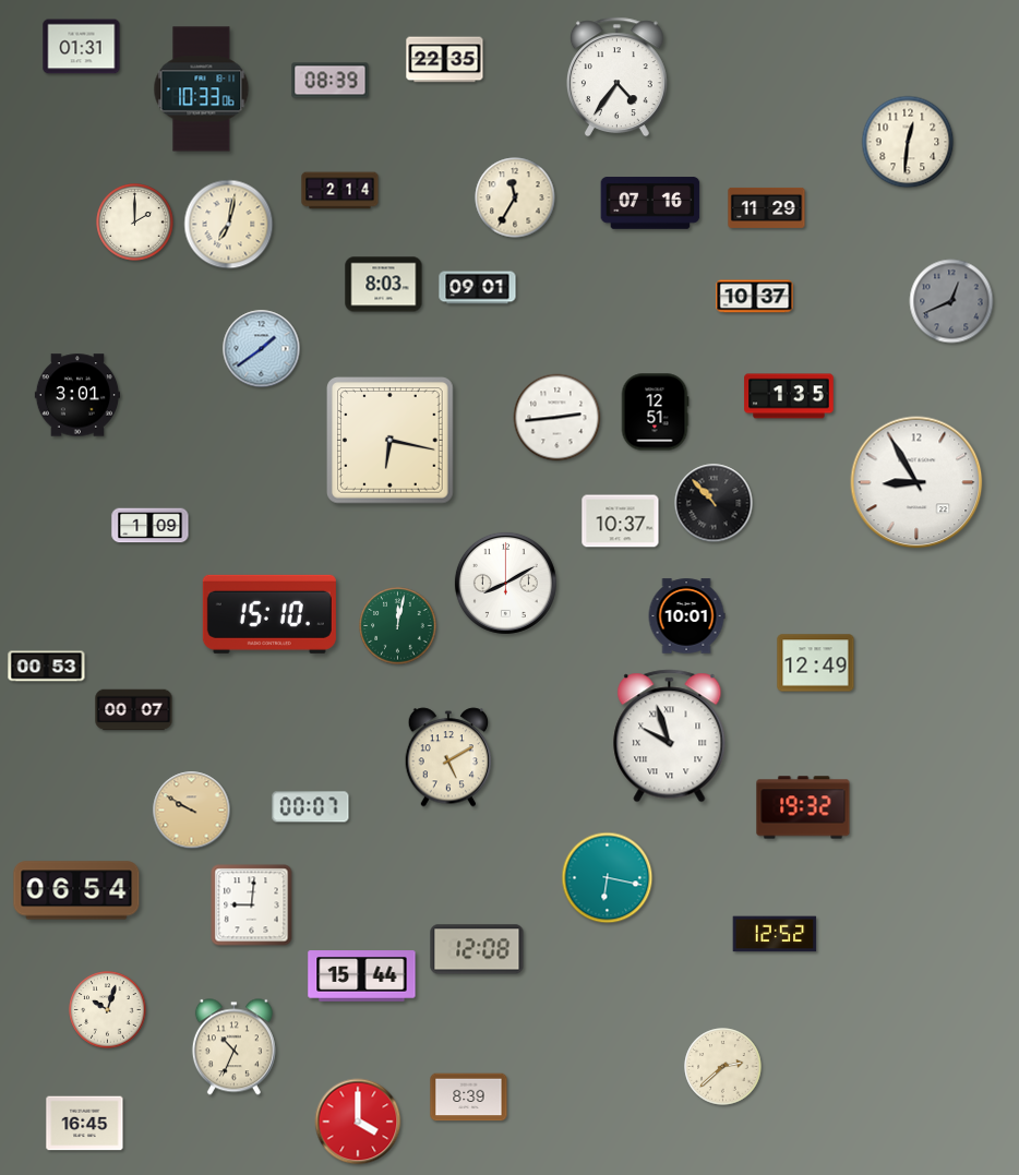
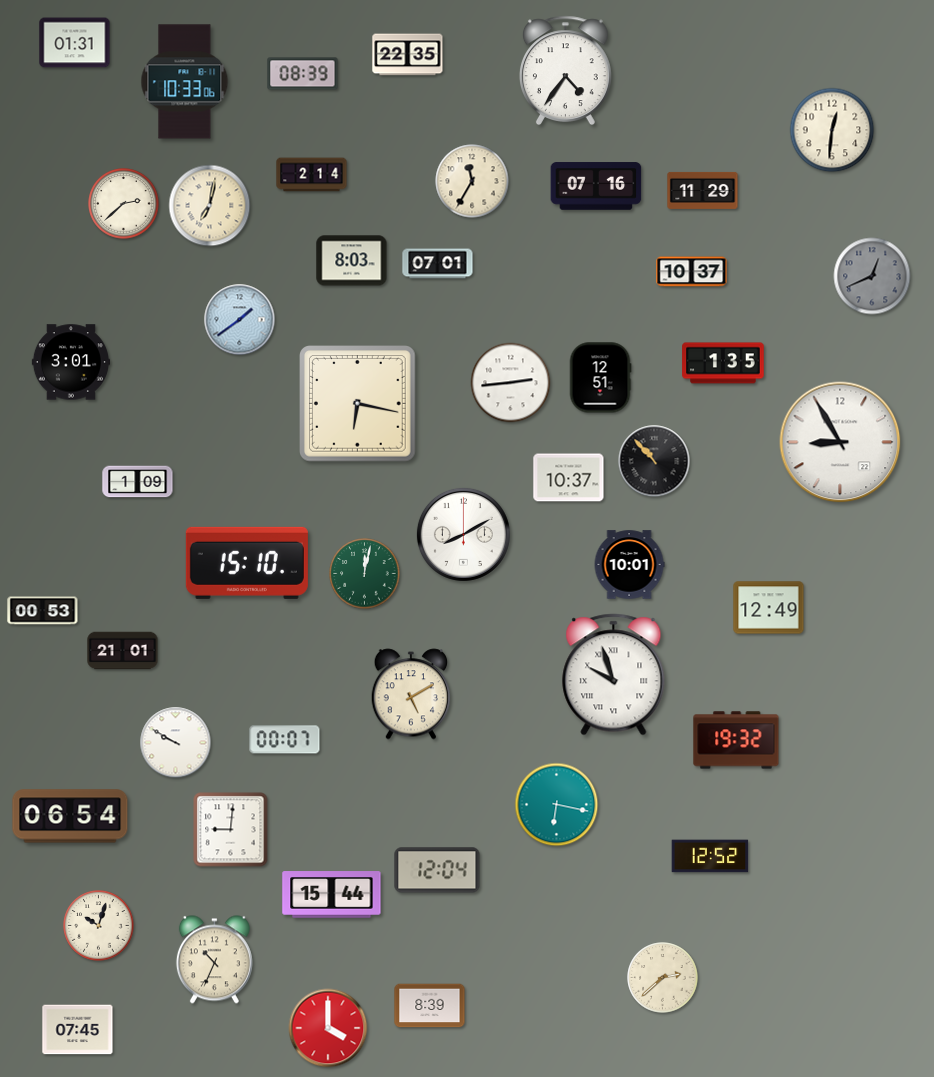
clock at (135, 223): 2:00 -> 2:38
clock at (478, 288): 09:01 -> 07:01
clock at (816, 663) position: (816, 663) -> (769, 608)
clock at (134, 710): 00:07 -> 21:01
clock at (192, 811) dial: champagne -> white
clock at (477, 949): 12:08 -> 12:04
clock at (85, 1124): 16:45 -> 07:45
